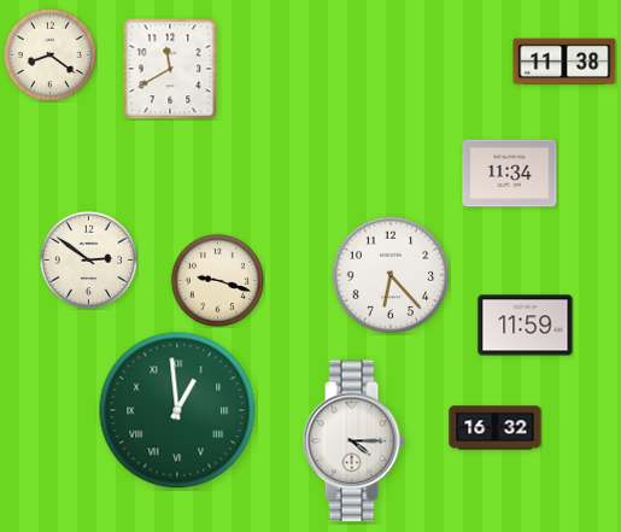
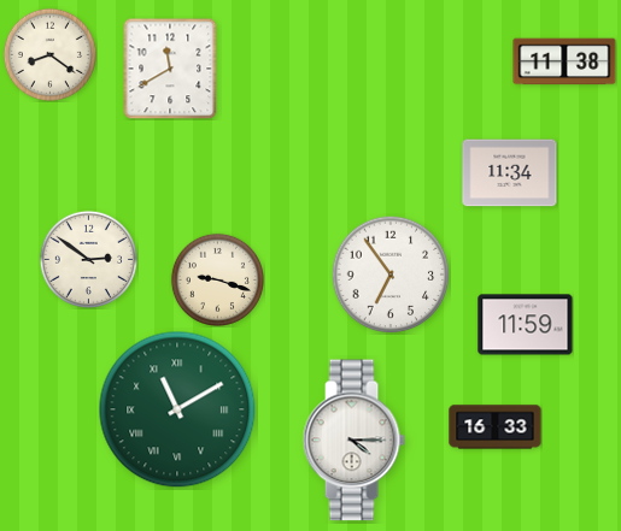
clock at (391, 275): 6:23 -> 6:54
clock at (177, 410): 12:59 -> 11:10
clock at (496, 428): 16:32 -> 16:33
